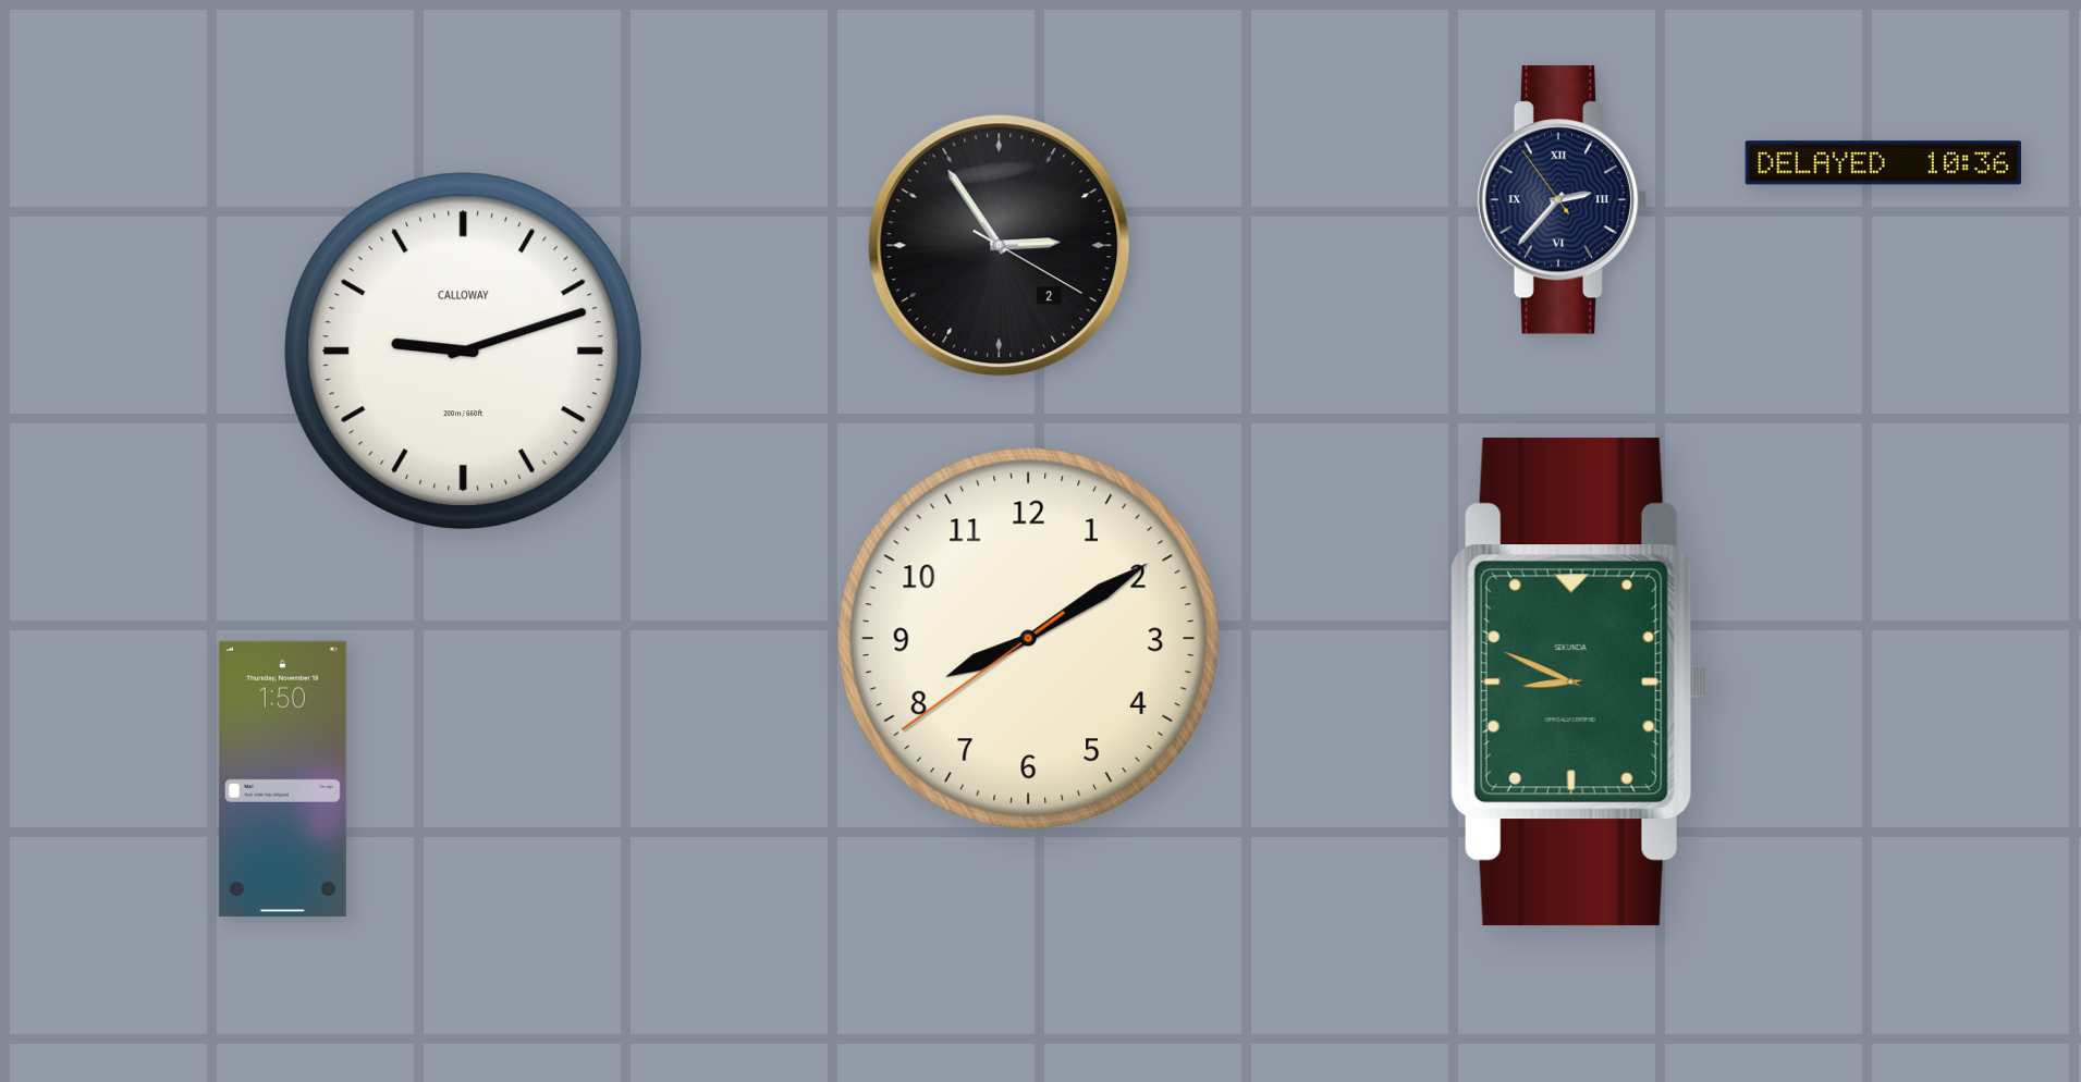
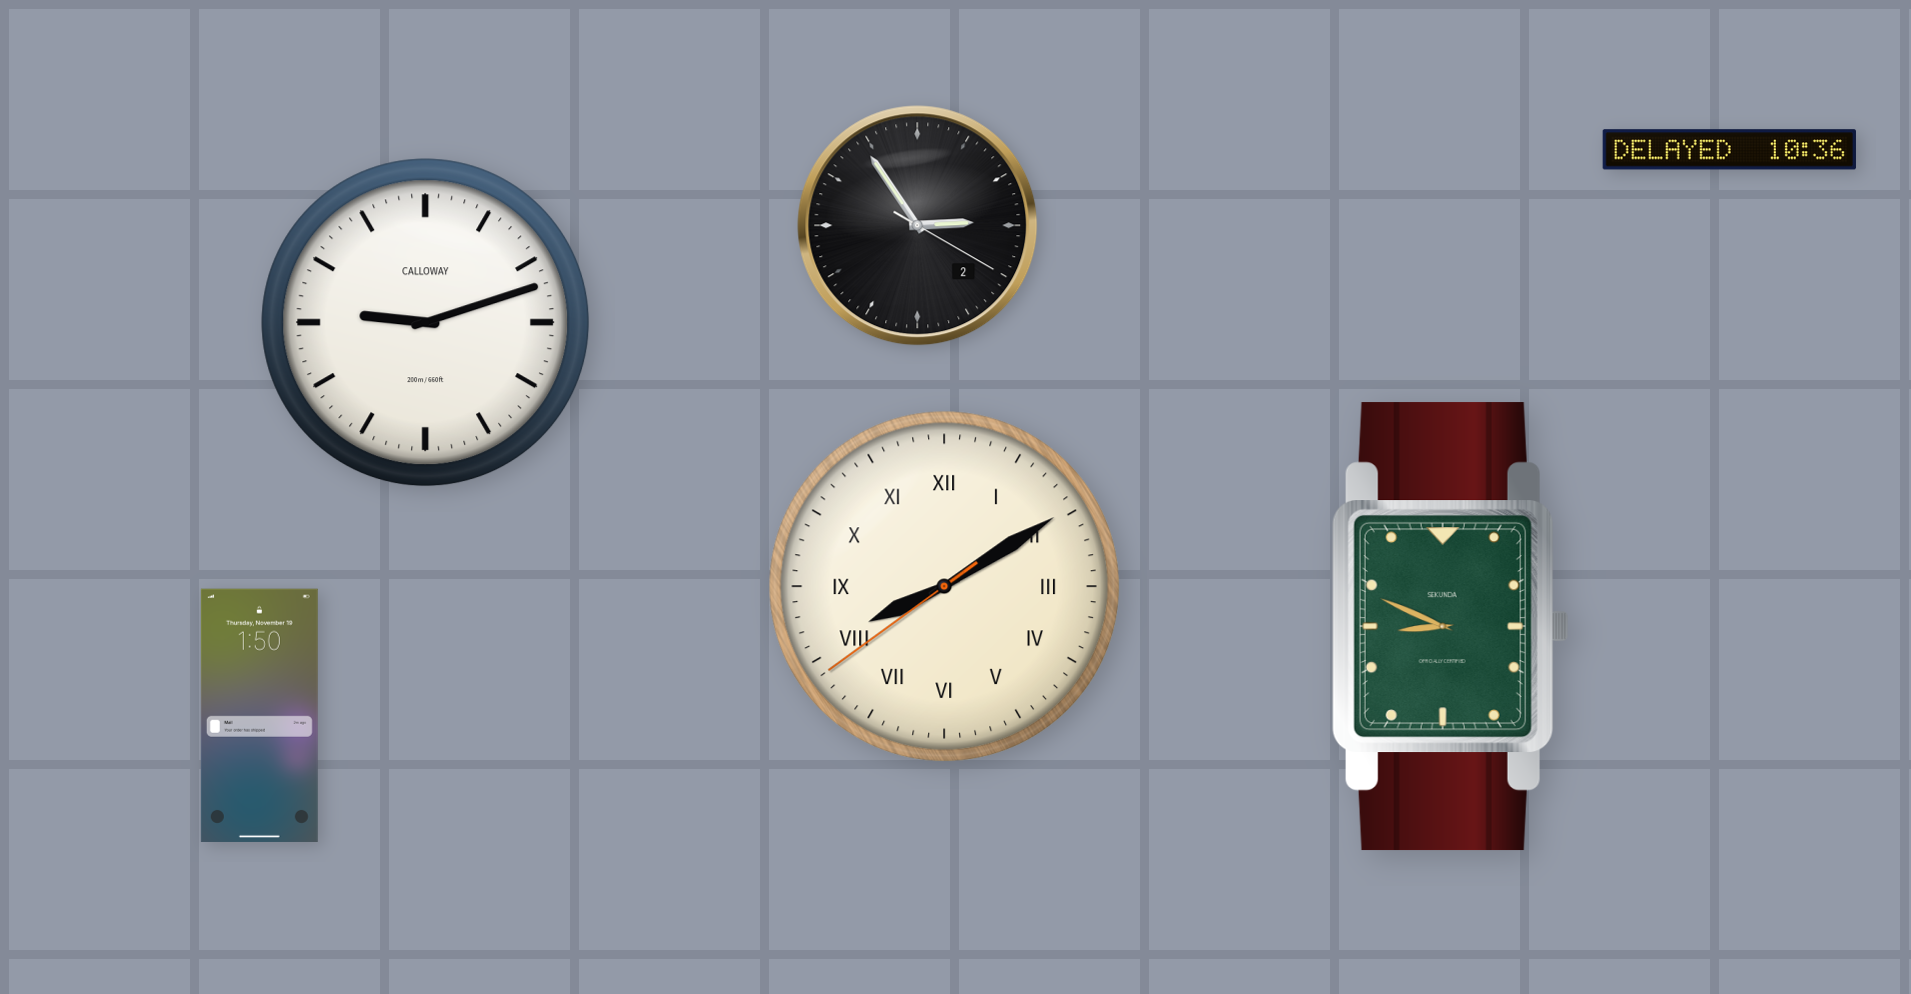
clock at (1563, 200): 2:36 -> none
clock at (1028, 638) numerals: Arabic -> Roman
